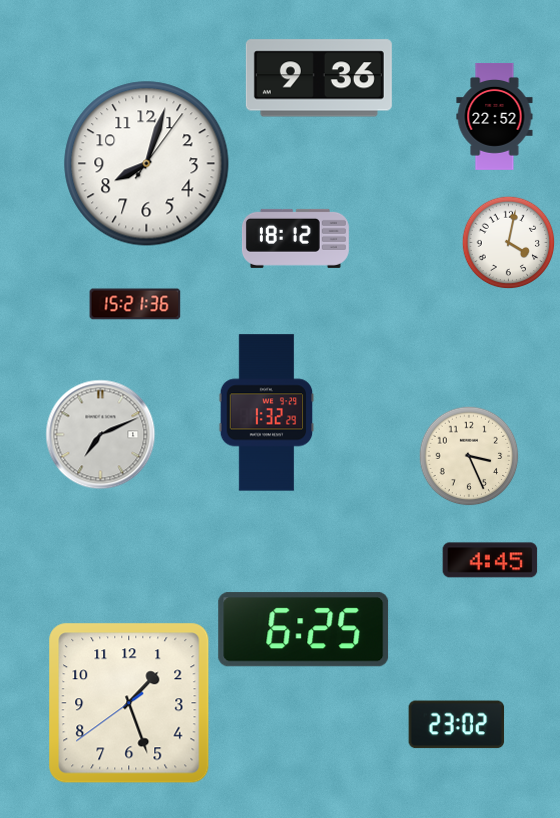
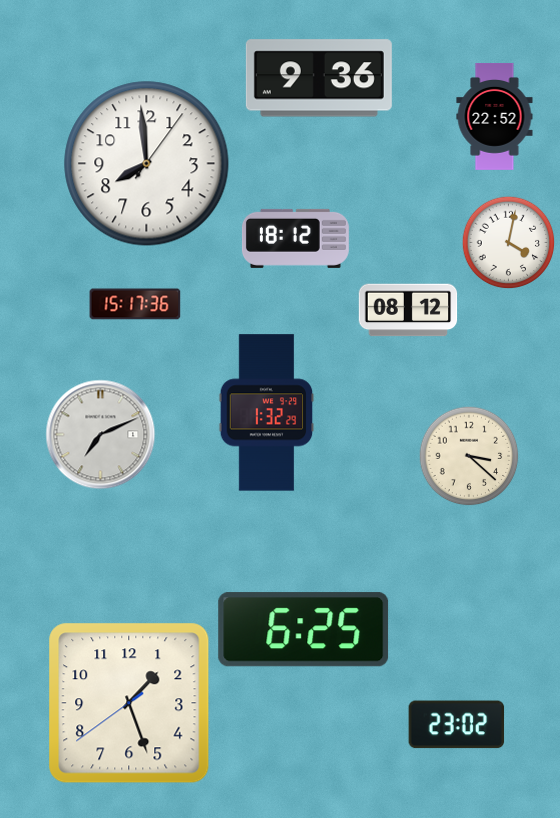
clock at (147, 164): 8:03 -> 7:59
clock at (135, 304): 15:21 -> 15:17
clock at (408, 310): none -> 08:12
clock at (469, 456): 3:26 -> 3:22
clock at (490, 560): 4:45 -> none
